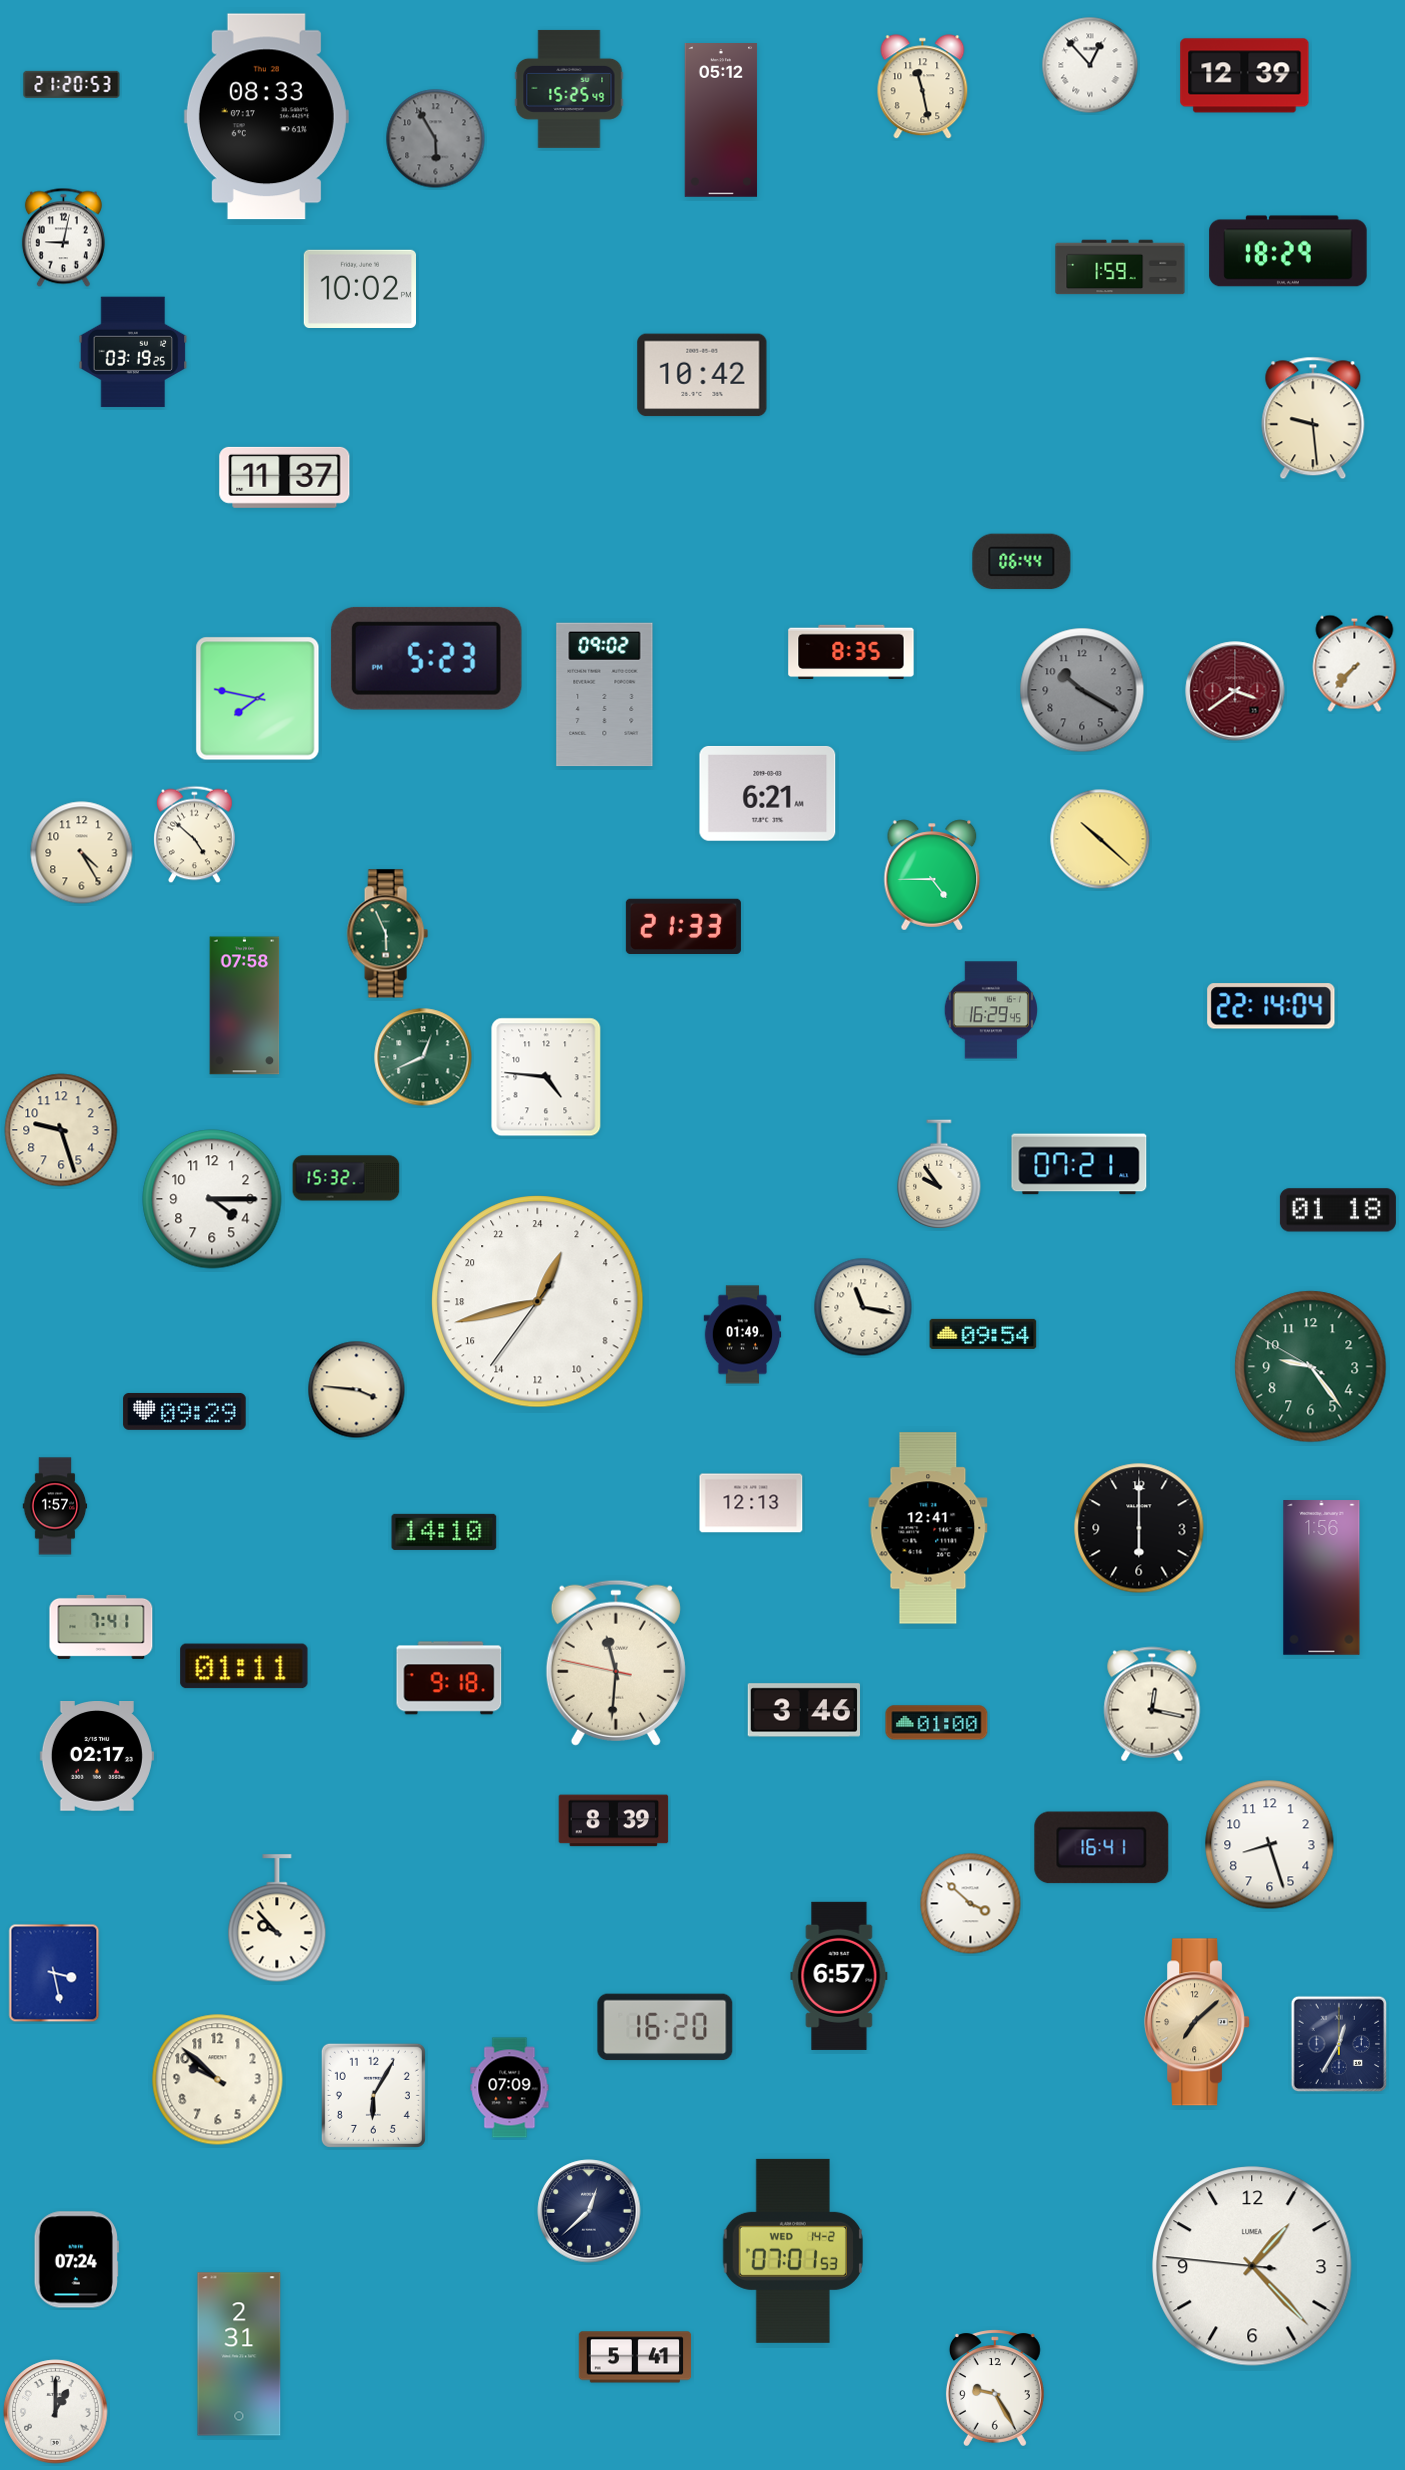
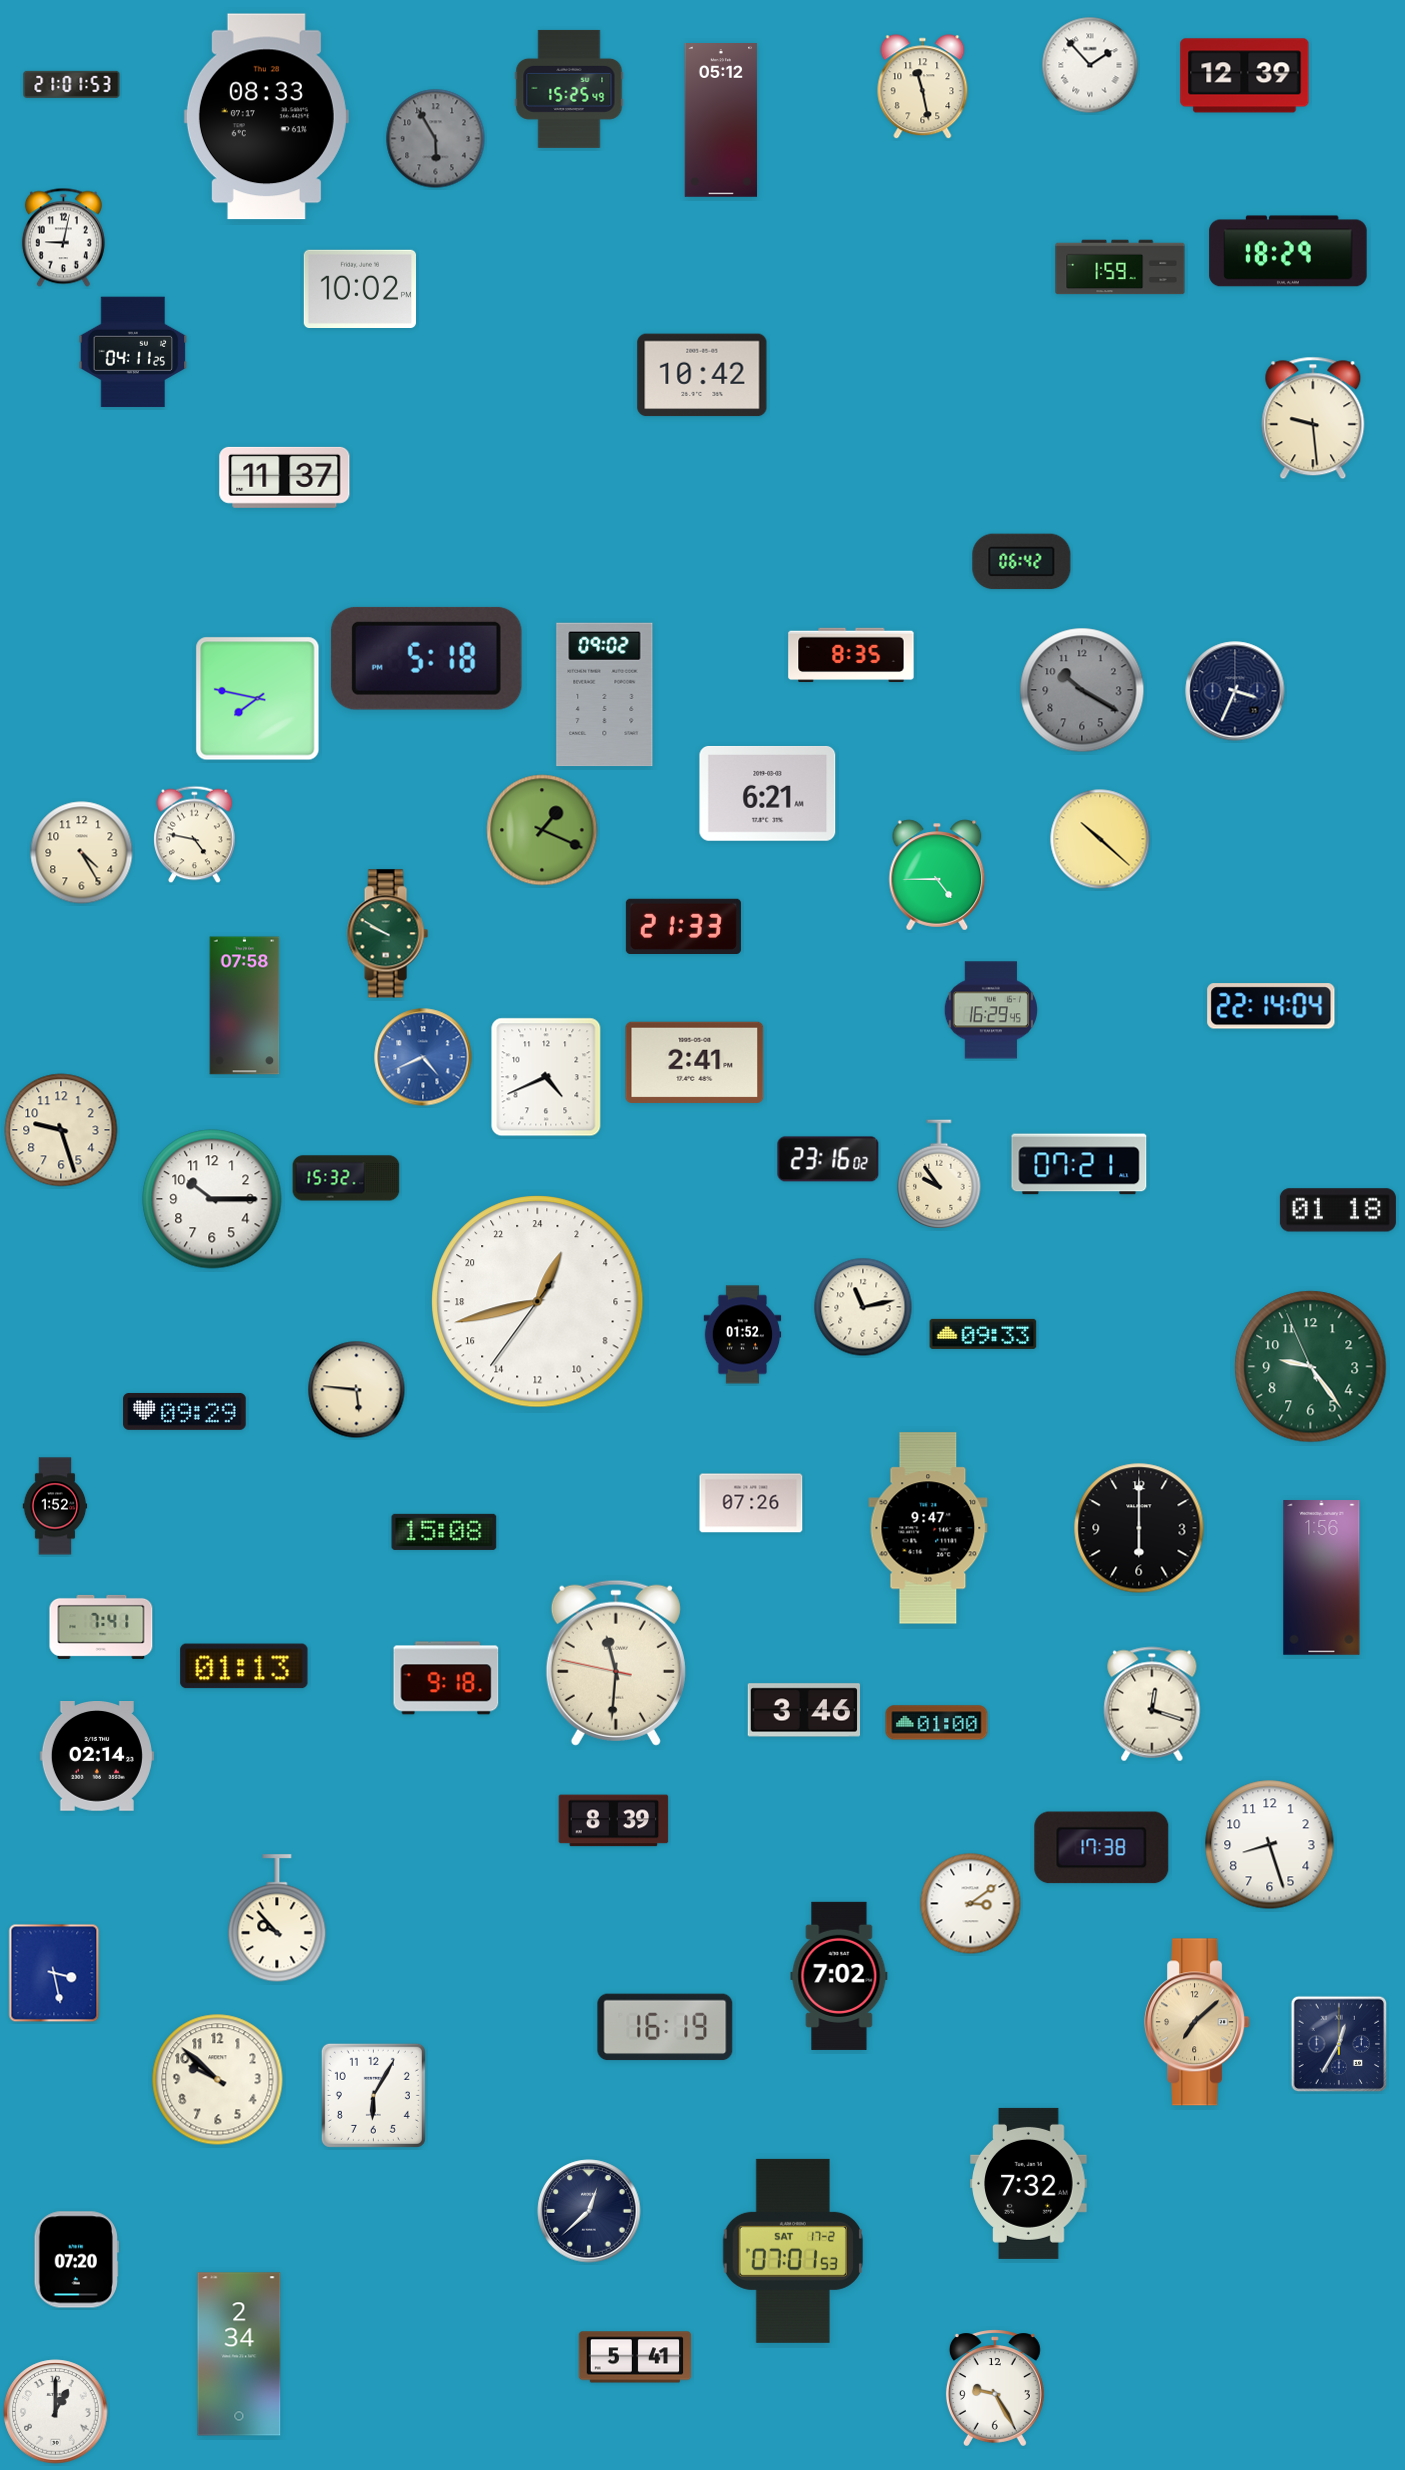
clock at (1090, 65): 12:53 -> 1:53
clock at (72, 84): 21:20 -> 21:01
clock at (133, 352): 03:19 -> 04:11
clock at (1022, 562): 06:44 -> 06:42
clock at (851, 652) position: (851, 652) -> (851, 655)
clock at (426, 658): 5:23 -> 5:18
clock at (1355, 663): 7:37 -> none
clock at (1235, 691): 3:39 -> 3:34
clock at (1235, 691) dial: burgundy -> navy
clock at (542, 830): none -> 1:19
clock at (195, 835): 4:52 -> 4:47
clock at (932, 875) position: (932, 875) -> (937, 875)
clock at (387, 934): 5:56 -> 9:50
clock at (423, 1057): 12:41 -> 4:41
clock at (423, 1057) dial: green -> blue
clock at (695, 1062): none -> 2:41
clock at (546, 1077): 4:46 -> 4:41
clock at (828, 1159): none -> 23:16
clock at (212, 1199): 4:15 -> 10:15
clock at (863, 1307): 11:17 -> 11:13
clock at (983, 1334): 09:54 -> 09:33
clock at (743, 1335): 01:49 -> 01:52
clock at (1311, 1367): 9:23:50 -> 9:23:56
clock at (357, 1390): 3:46 -> 5:46
clock at (751, 1503): 12:13 -> 07:26
clock at (55, 1506): 1:57 -> 1:52
clock at (928, 1528): 12:41 -> 9:47
clock at (444, 1532): 14:10 -> 15:08
clock at (244, 1666): 01:11 -> 01:13
clock at (449, 1678) position: (449, 1678) -> (446, 1678)
clock at (1152, 1704): 12:17 -> 12:18
clock at (97, 1757): 02:17 -> 02:14
clock at (1102, 1848): 16:41 -> 17:38
clock at (971, 1904): 3:52 -> 3:09
clock at (839, 1976): 6:57 -> 7:02
clock at (665, 2027): 16:20 -> 16:19
clock at (510, 2088): 07:09 -> none
clock at (1029, 2183): none -> 7:32
clock at (792, 2251) date: WED 14-2 -> SAT 17-2
clock at (76, 2260): 07:24 -> 07:20
clock at (1252, 2266): 1:22 -> none
clock at (239, 2354): 2:31 -> 2:34
